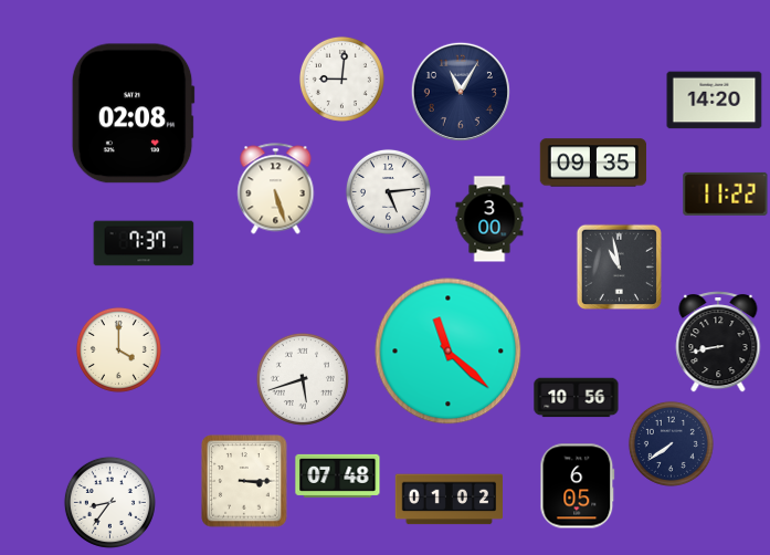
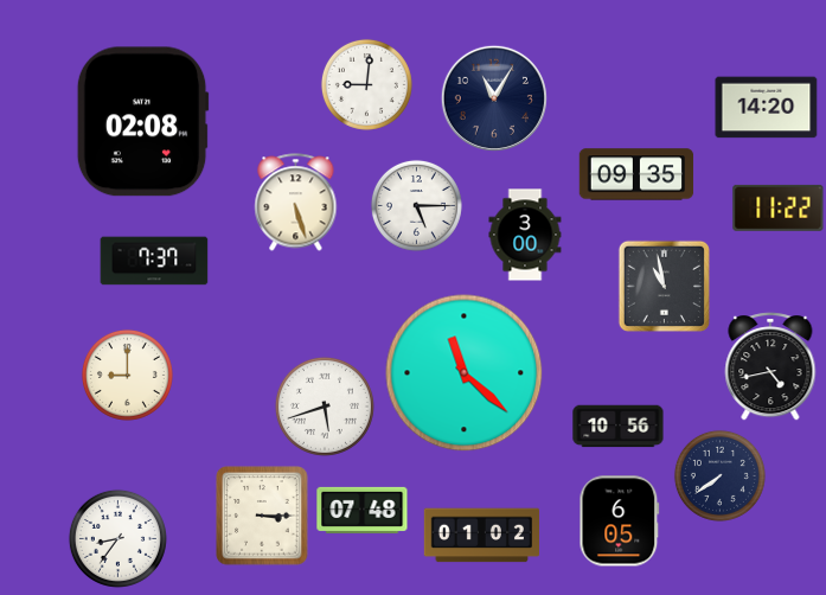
clock at (388, 191): 5:14 -> 5:15
clock at (718, 342): 8:43 -> 4:43
clock at (118, 349): 4:00 -> 9:00
clock at (449, 352) position: (449, 352) -> (465, 373)
